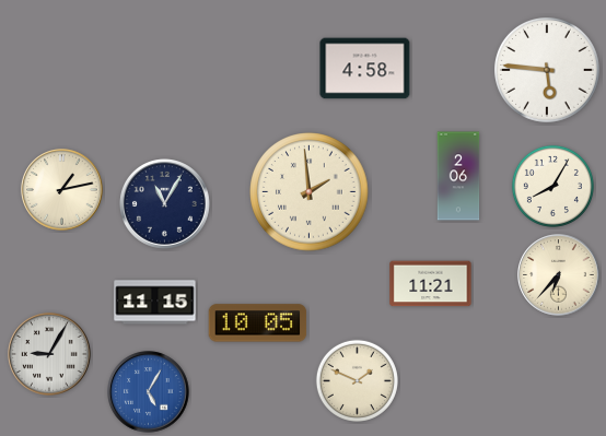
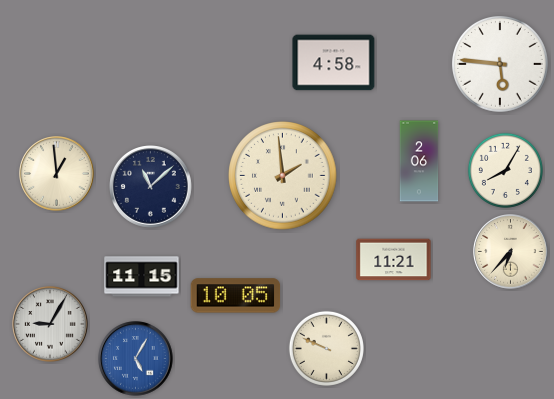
clock at (62, 190): 1:13 -> 12:59
clock at (165, 204): 11:05 -> 11:08
clock at (49, 354) position: (49, 354) -> (50, 324)
clock at (357, 380): 1:49 -> 9:49
